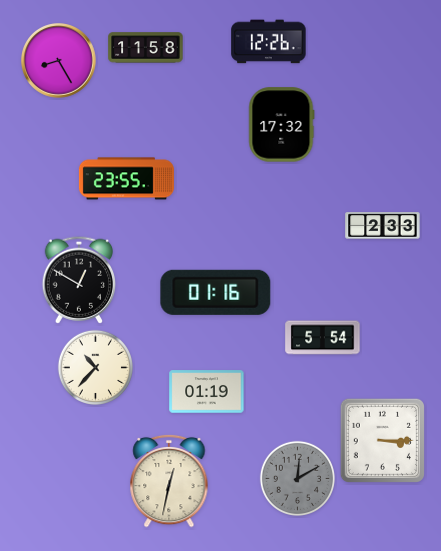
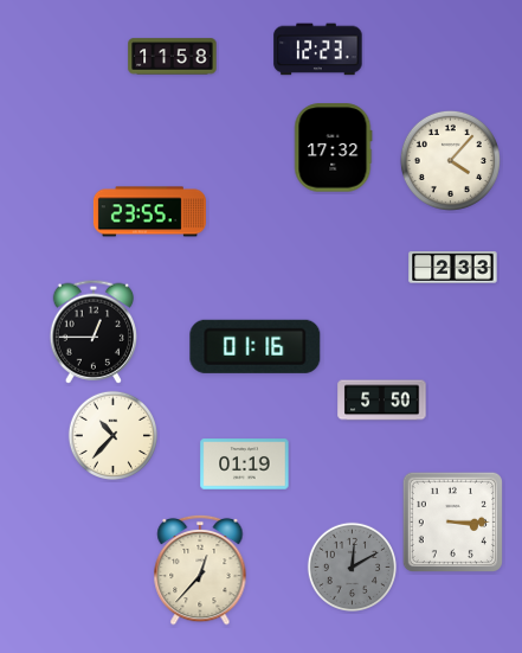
clock at (269, 42): 12:26 -> 12:23
clock at (59, 61): 8:25 -> none
clock at (450, 160): none -> 4:07
clock at (78, 280): 12:50 -> 12:45
clock at (323, 338): 5:54 -> 5:50
clock at (169, 481): 12:32 -> 12:37
